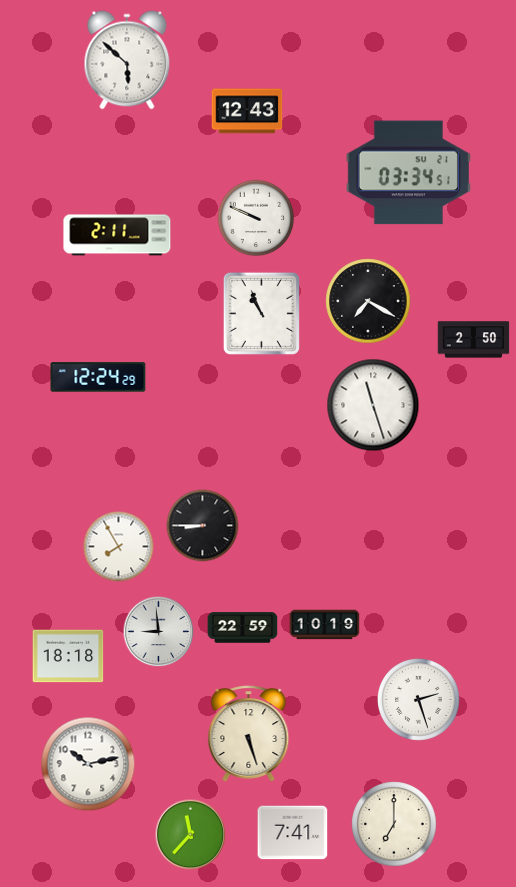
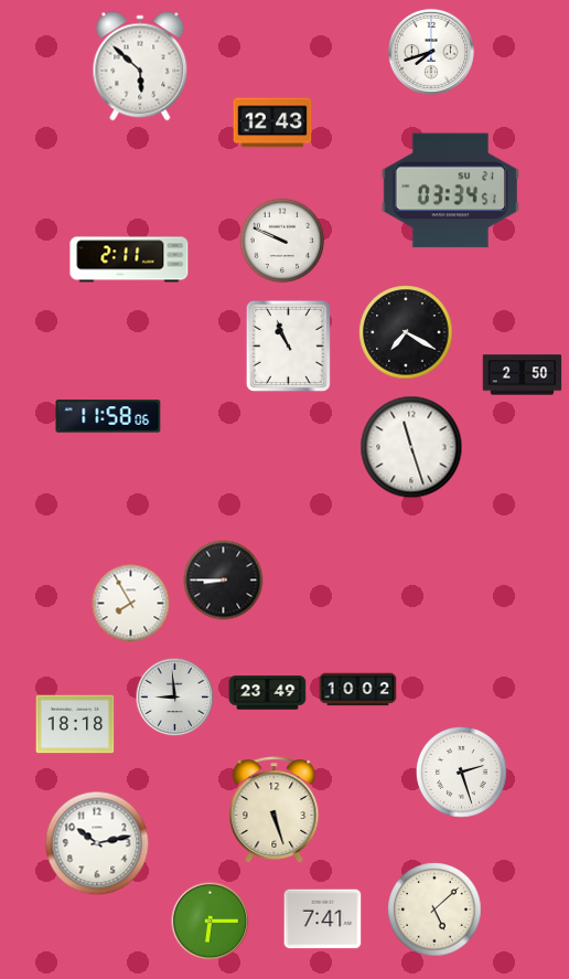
clock at (431, 52): none -> 7:42
clock at (98, 377): 12:24 -> 11:58
clock at (325, 625): 10:19 -> 10:02
clock at (243, 628): 22:59 -> 23:49
clock at (394, 824): 7:00 -> 5:08
clock at (191, 835): 11:37 -> 6:15
